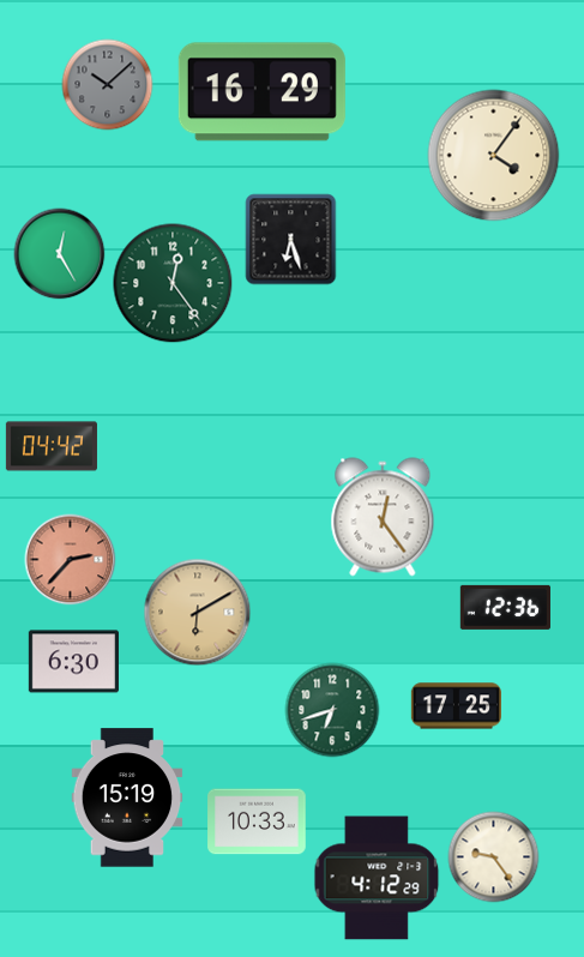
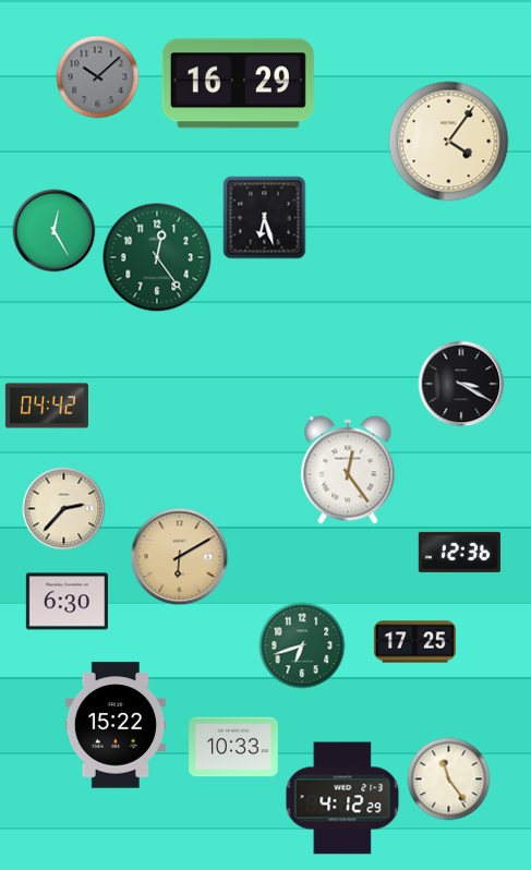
clock at (461, 384): none -> 3:20
clock at (71, 560) dial: salmon -> cream
clock at (127, 797): 15:19 -> 15:22
clock at (494, 857): 9:24 -> 11:24
